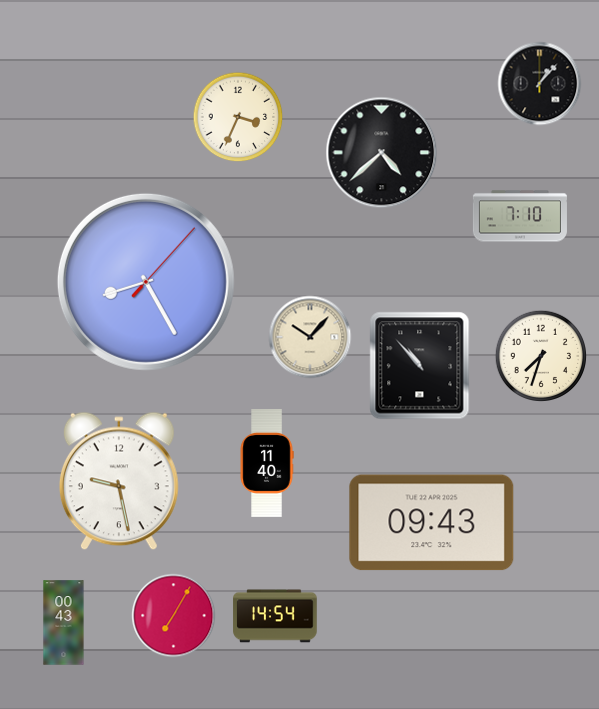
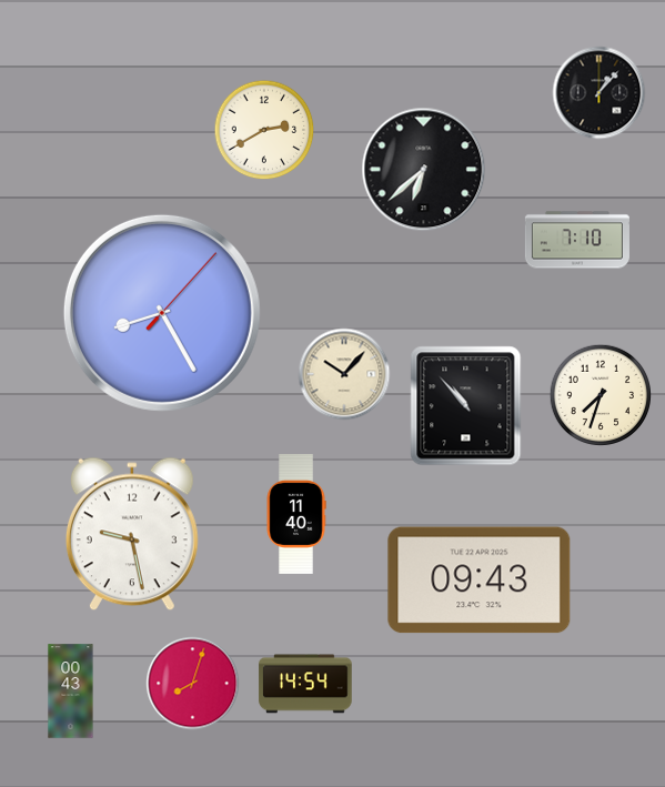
clock at (238, 117): 3:34 -> 2:40
clock at (382, 153): 4:38 -> 6:38
clock at (174, 616): 7:05 -> 8:03
